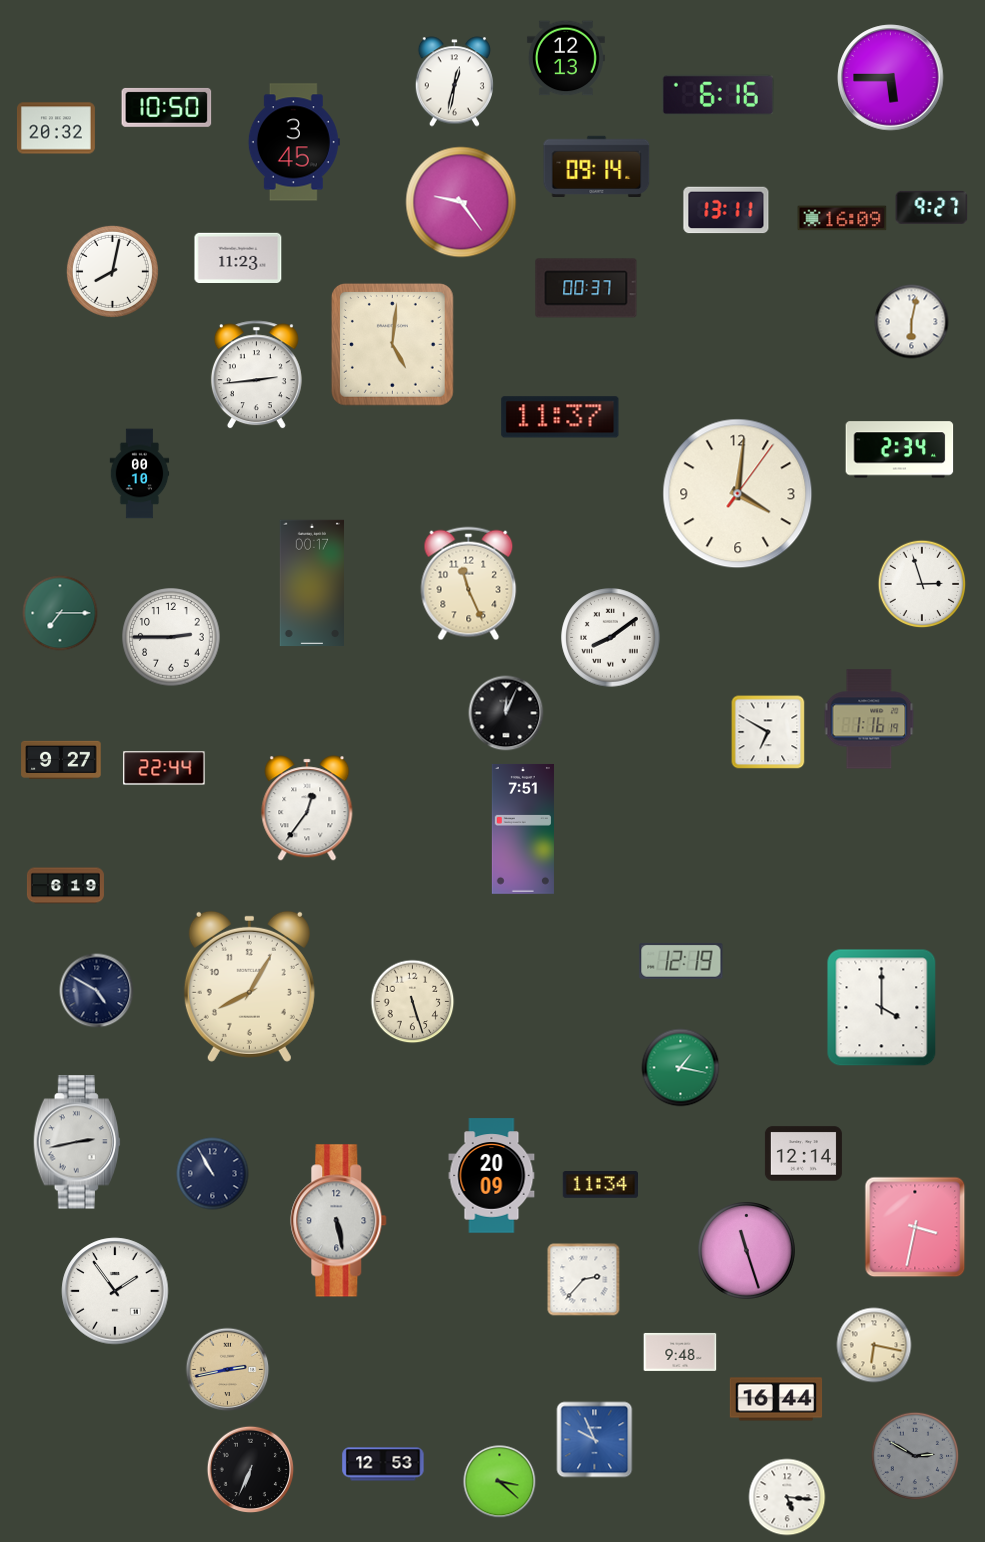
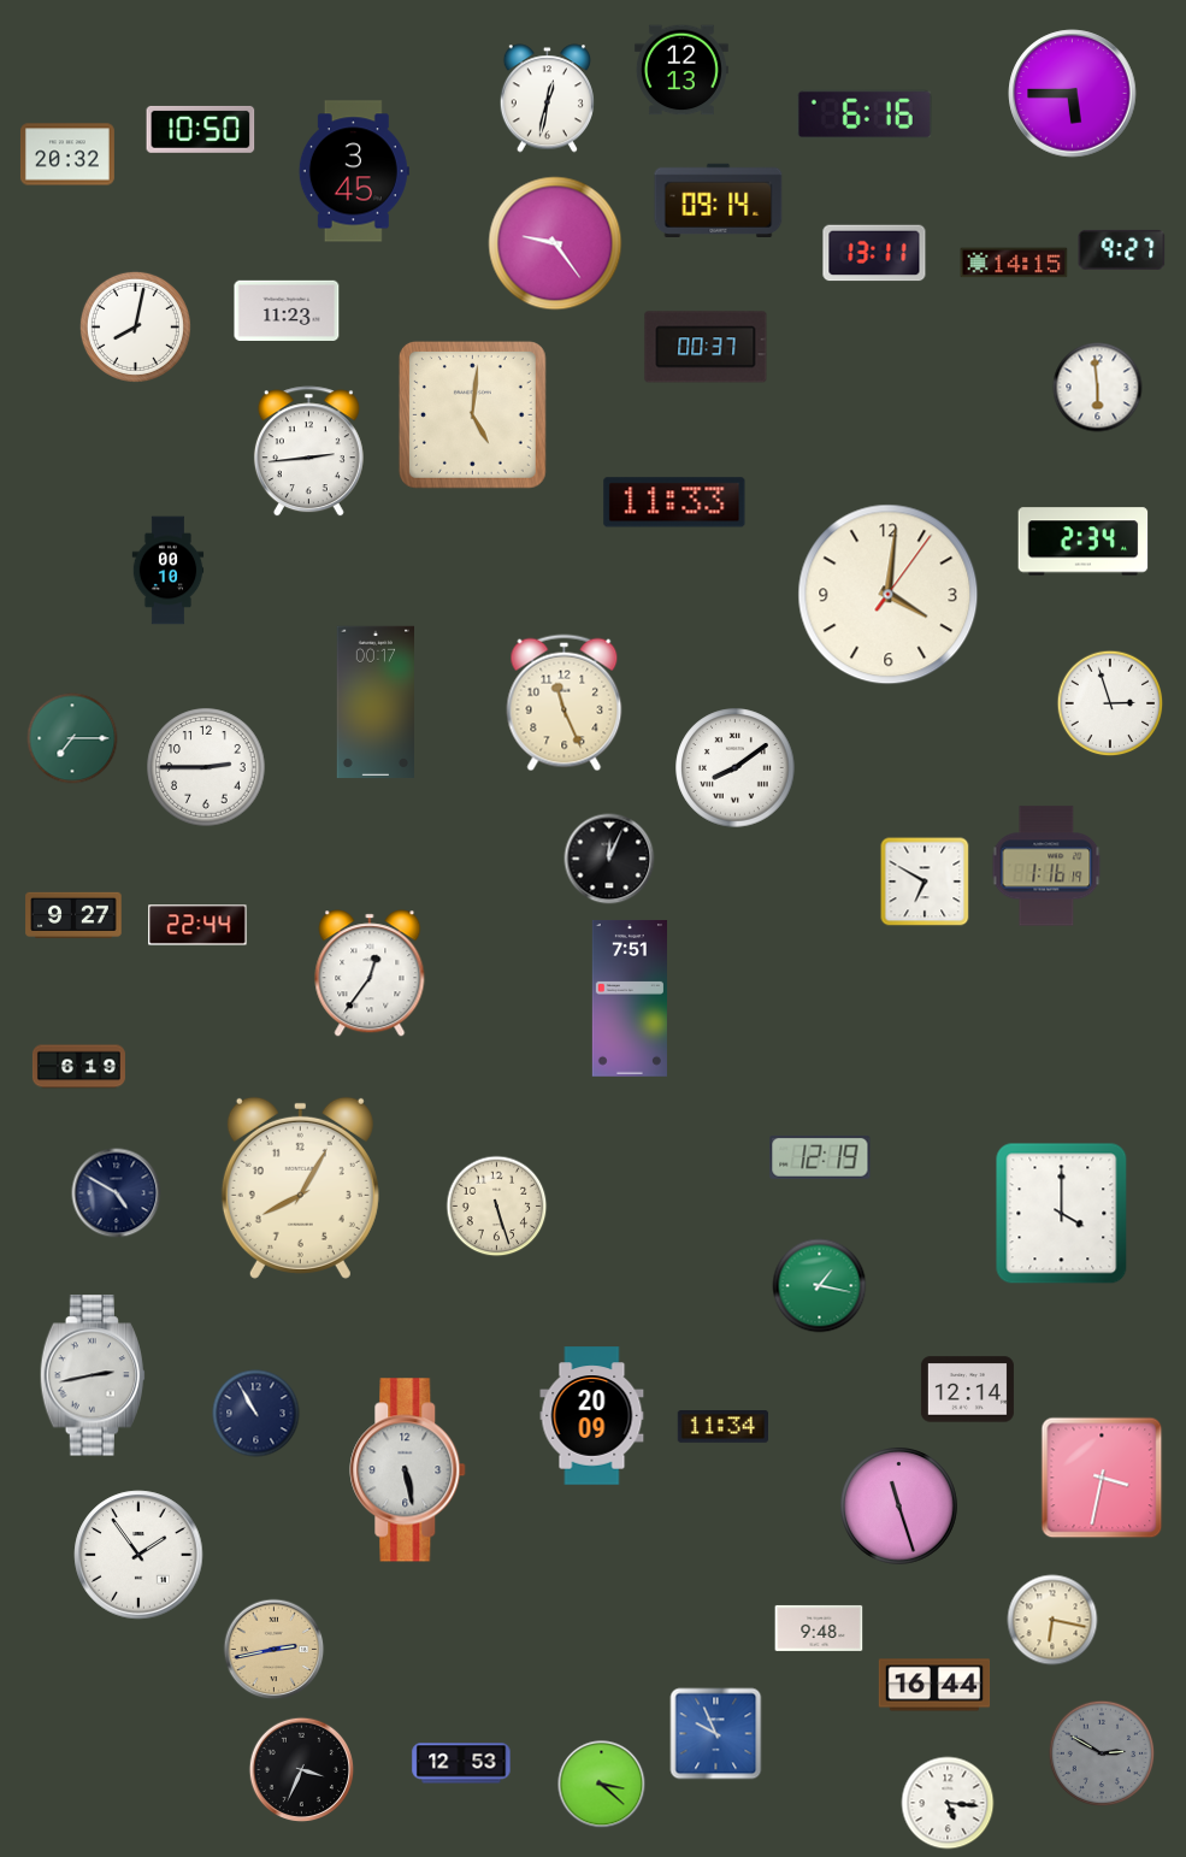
clock at (842, 218): 16:09 -> 14:15
clock at (912, 322): 6:02 -> 5:59
clock at (560, 417): 11:37 -> 11:33
clock at (584, 1280): 2:37 -> none
clock at (251, 1470): 6:34 -> 3:34
